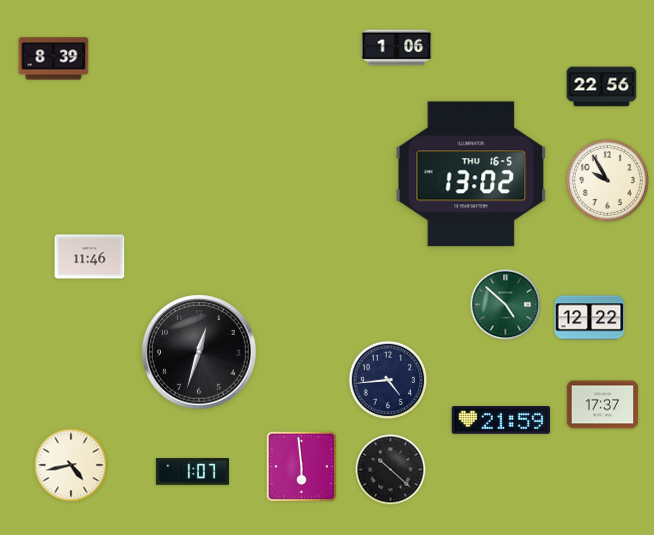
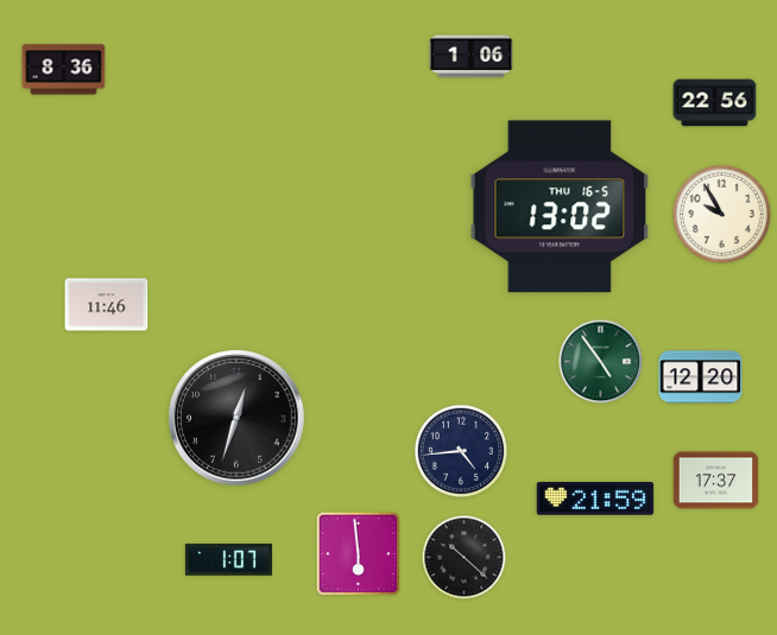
clock at (54, 59): 8:39 -> 8:36
clock at (506, 305): 4:52 -> 4:54
clock at (590, 318): 12:22 -> 12:20
clock at (71, 465): 4:43 -> none
